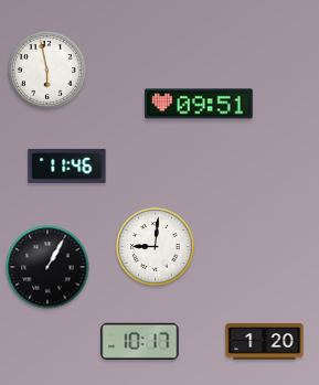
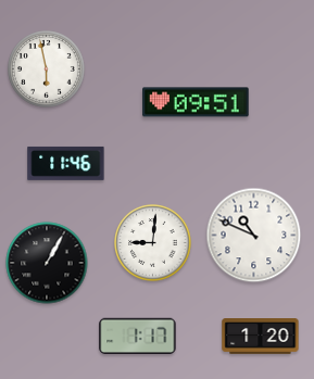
clock at (254, 236): none -> 10:49
clock at (140, 342): 10:17 -> 1:17
